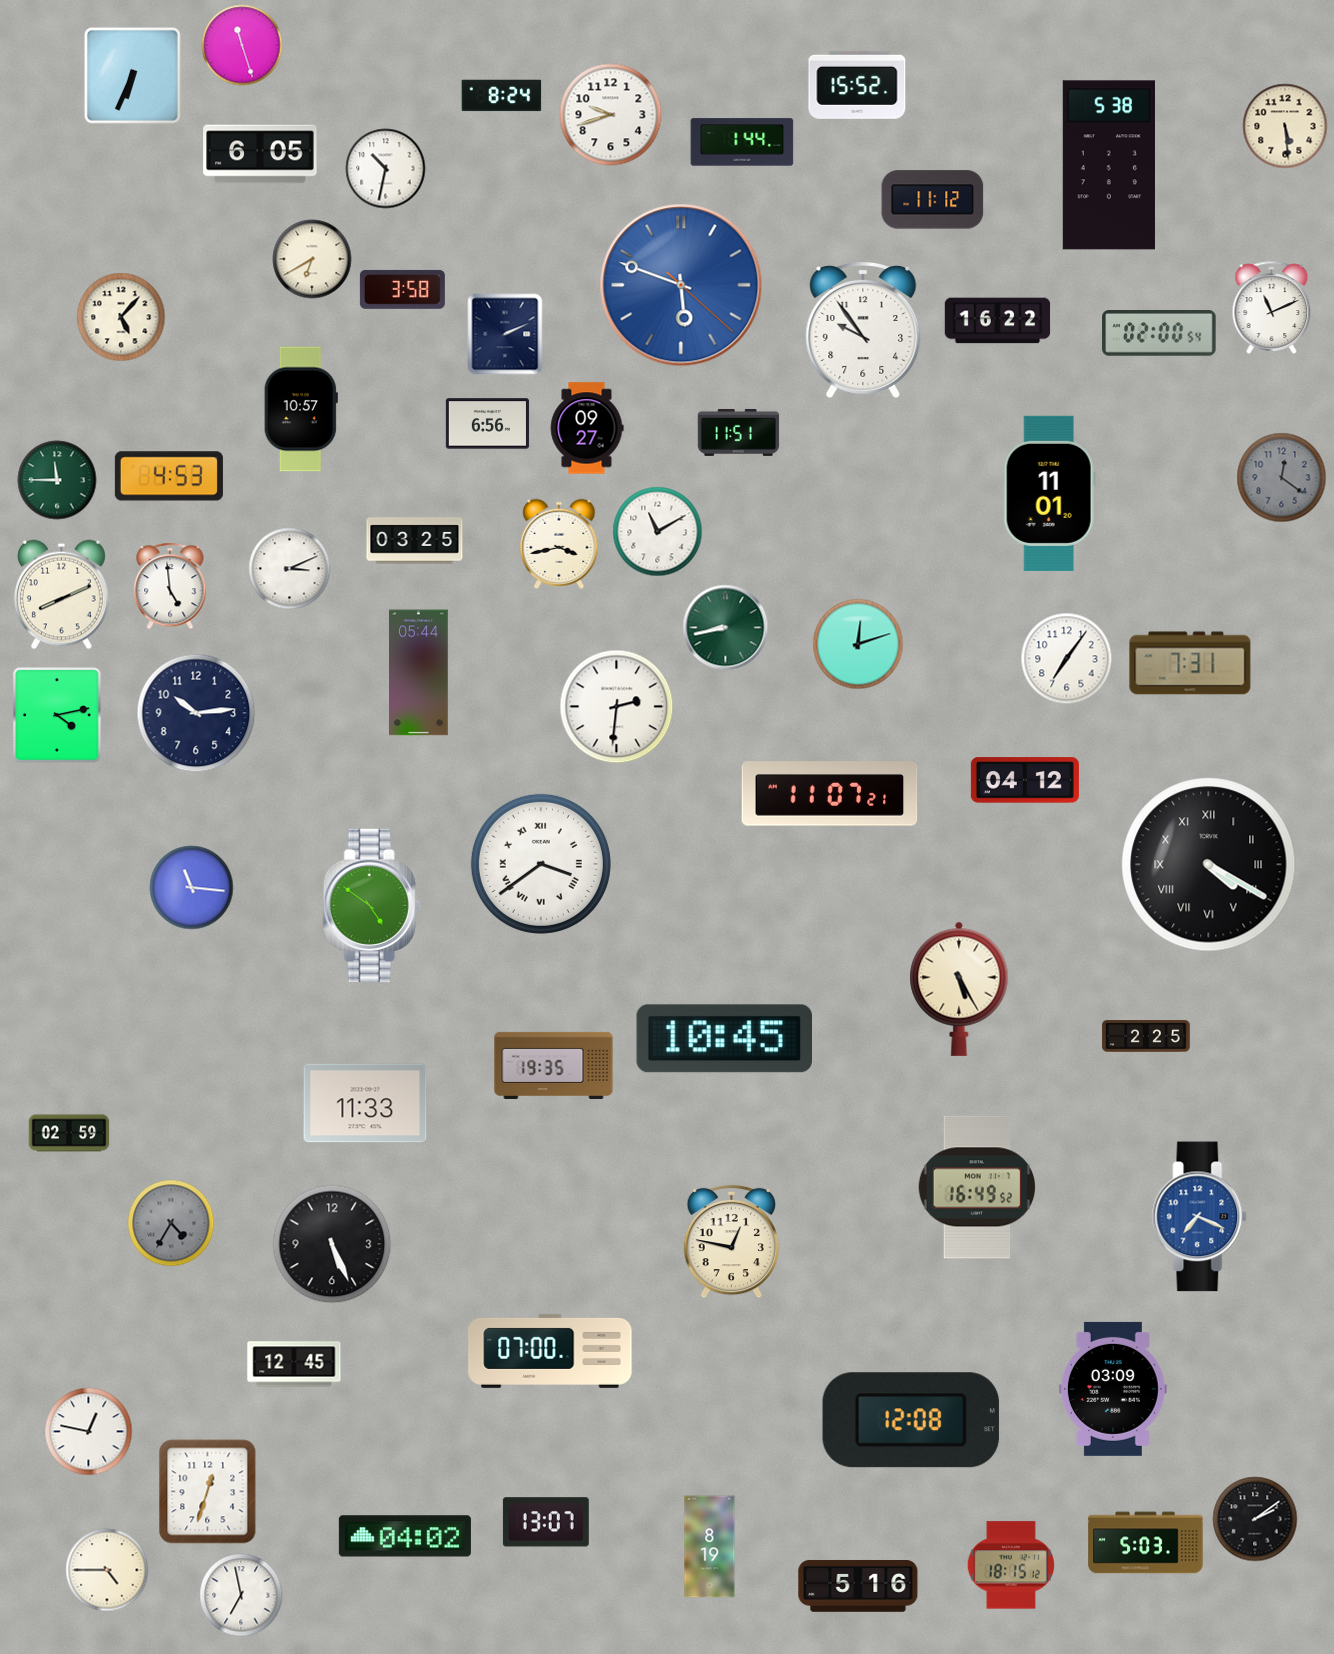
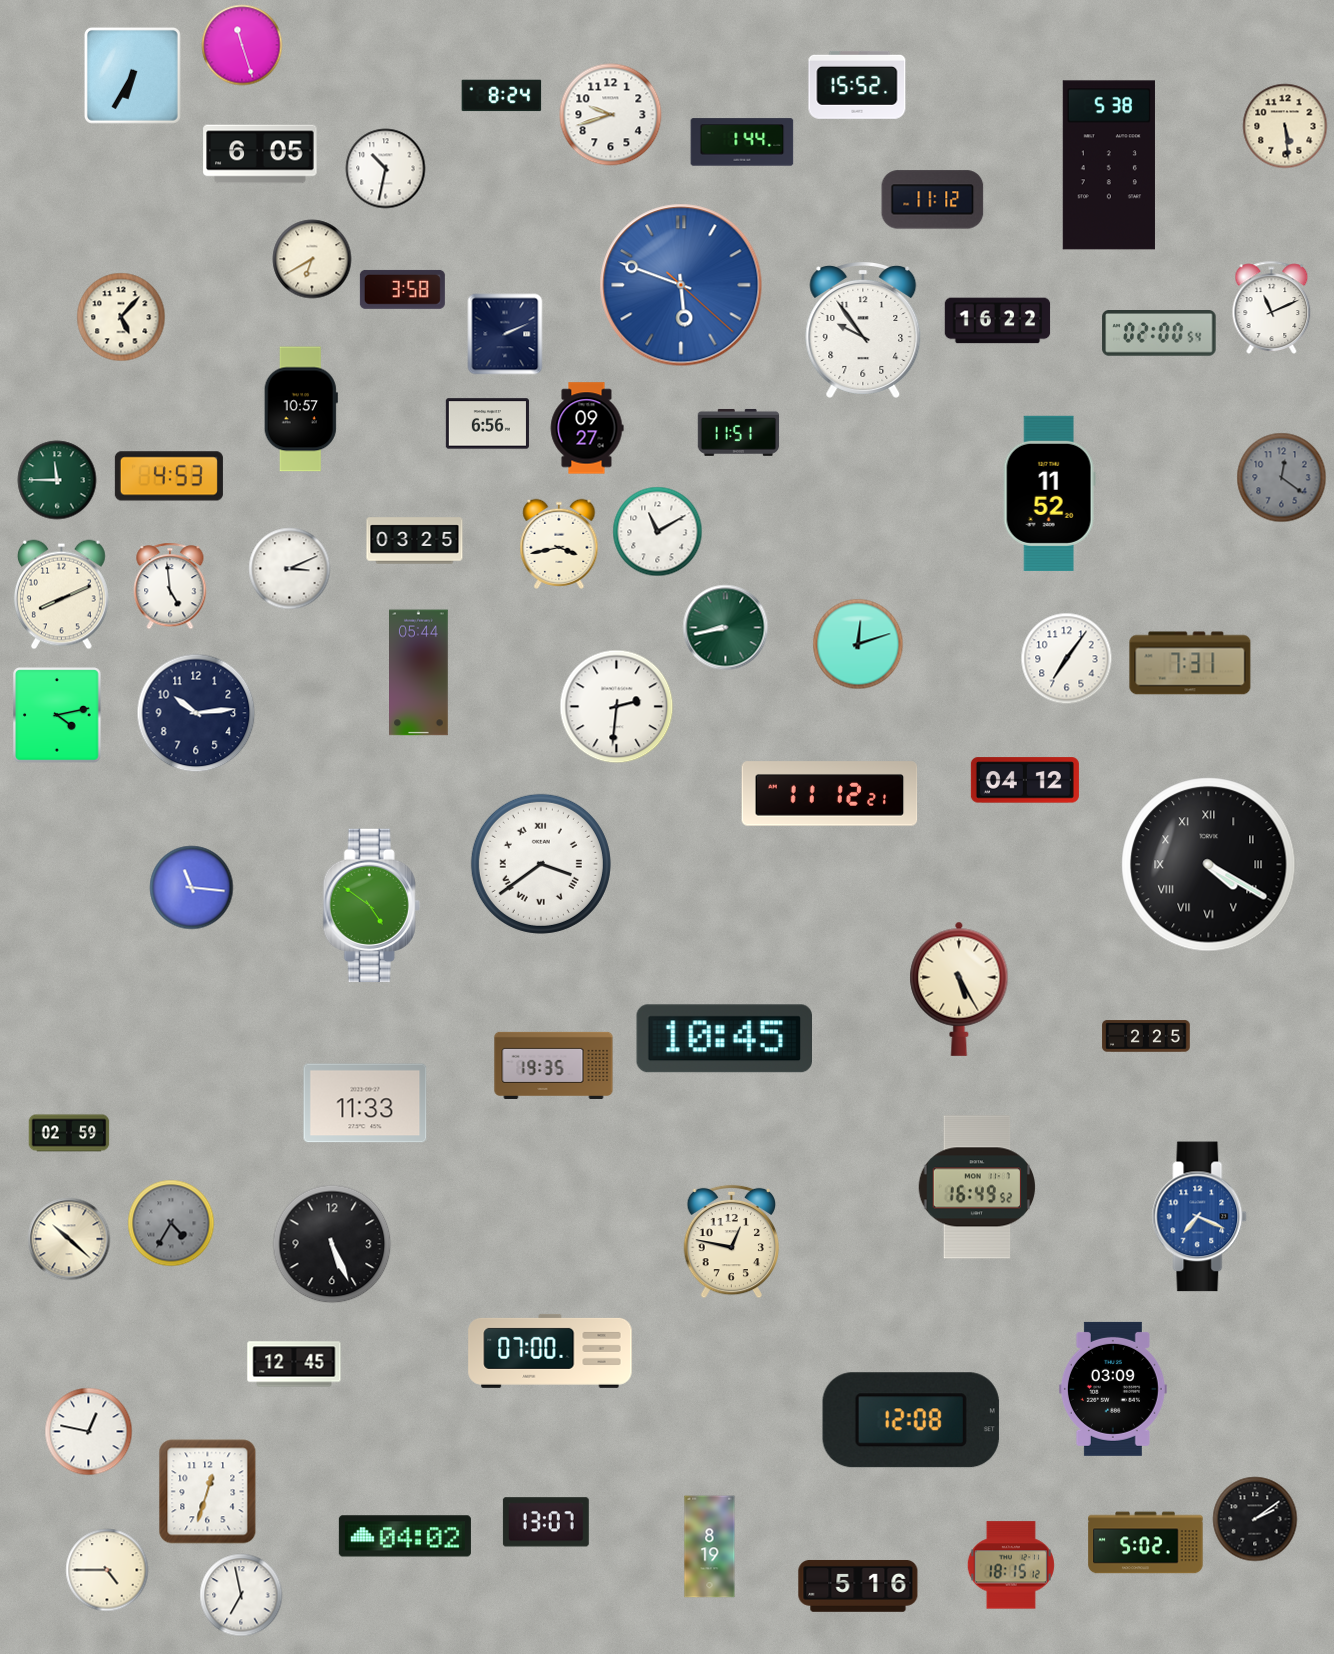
clock at (132, 75): 6:34 -> 6:35
clock at (1049, 493): 11:01 -> 11:52
clock at (830, 794): 11:07 -> 11:12
clock at (69, 1239): none -> 10:22
clock at (1146, 1543): 5:03 -> 5:02
